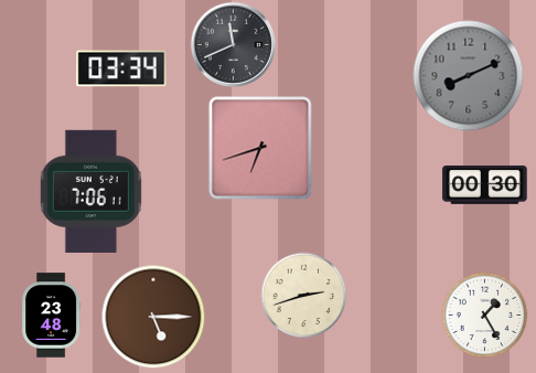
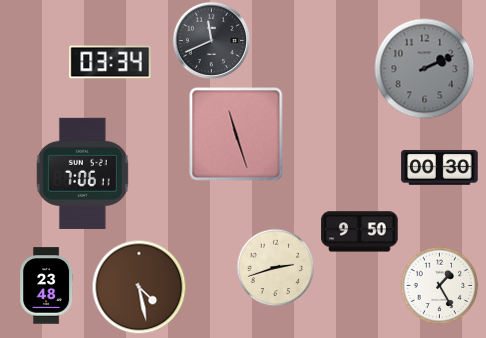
clock at (469, 76): 8:11 -> 2:11
clock at (260, 148): 6:42 -> 11:27
clock at (360, 232): none -> 9:50
clock at (153, 317): 5:15 -> 4:28
